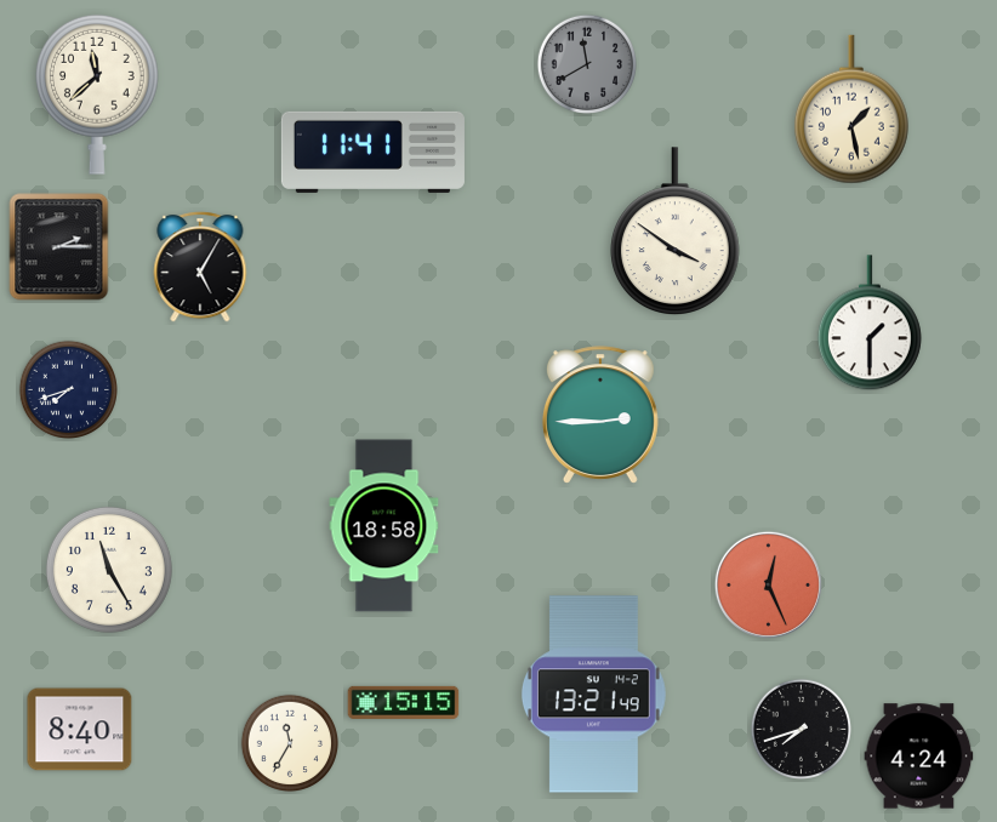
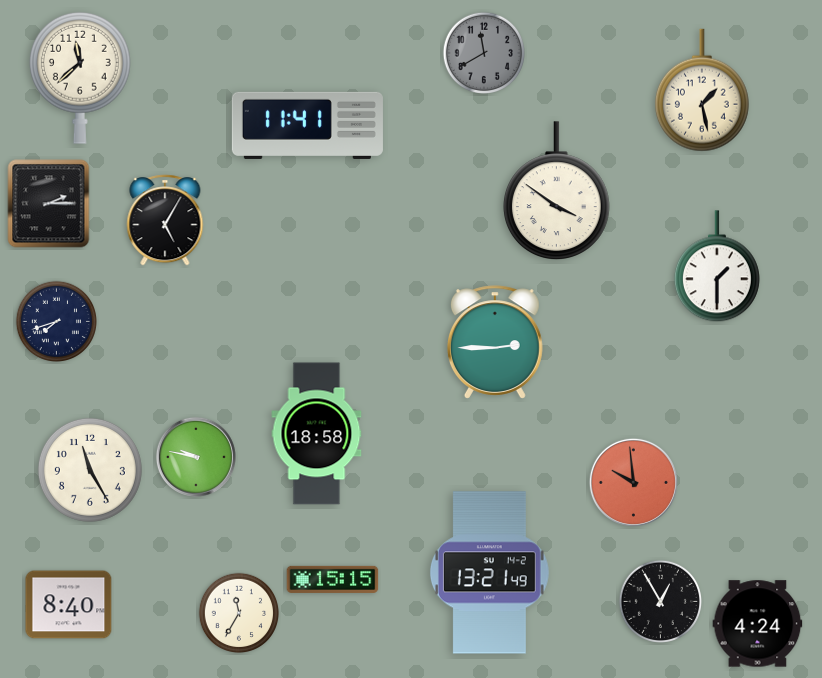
clock at (196, 457): none -> 9:47
clock at (768, 584): 12:26 -> 9:59
clock at (801, 729): 7:42 -> 12:55
clock at (80, 730) position: (80, 730) -> (69, 605)
